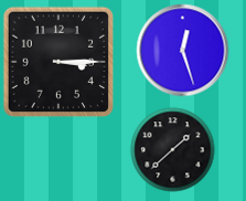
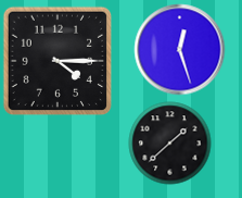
clock at (58, 62): 3:15 -> 4:15
clock at (173, 150) position: (173, 150) -> (170, 144)
